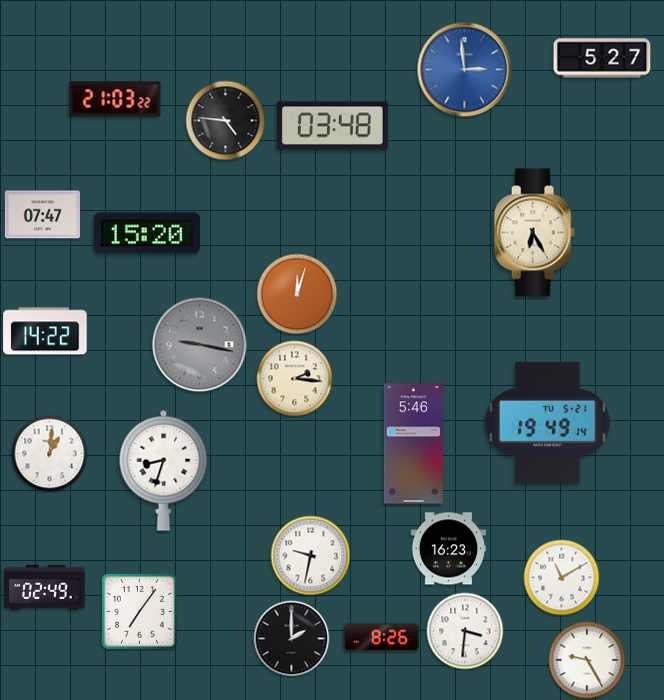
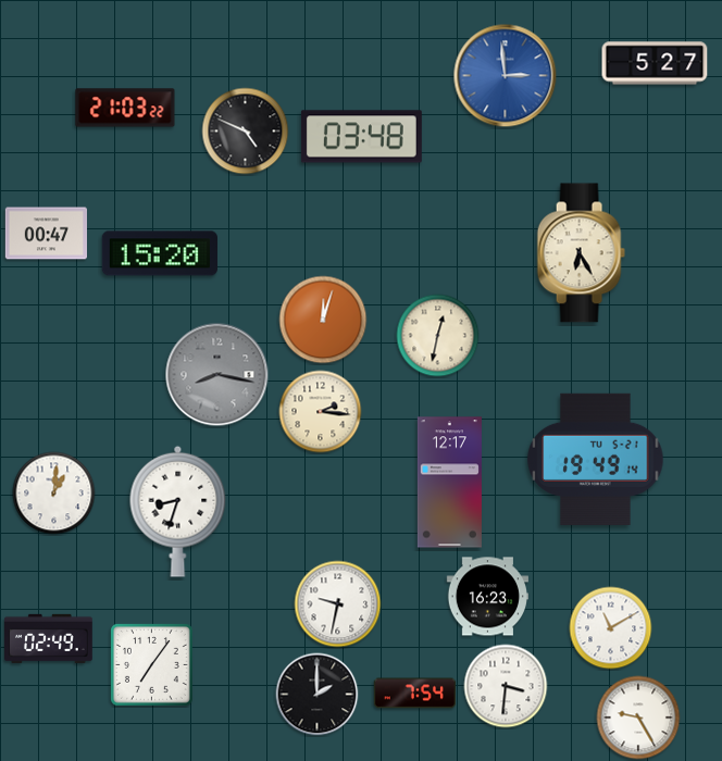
clock at (226, 121): 4:46 -> 4:49
clock at (42, 215): 07:47 -> 00:47
clock at (438, 336): none -> 12:32
clock at (45, 331): 14:22 -> none
clock at (200, 345): 9:17 -> 8:17
clock at (413, 444): 5:46 -> 12:17
clock at (381, 638): 8:26 -> 7:54
